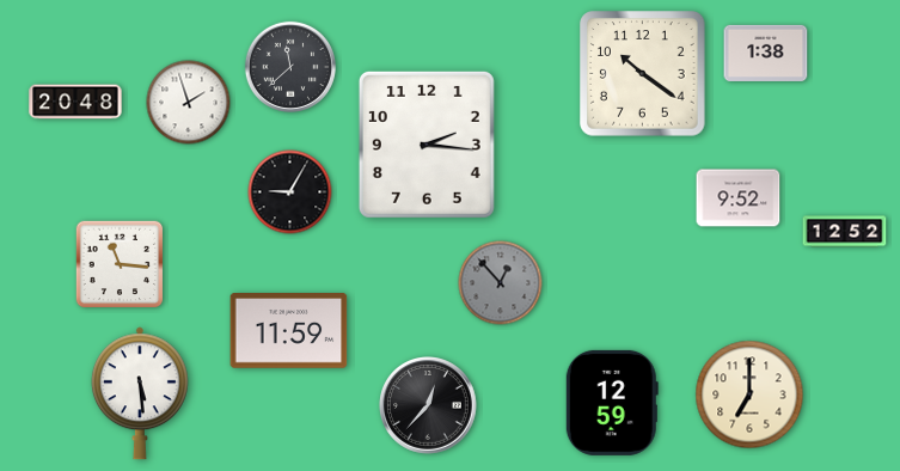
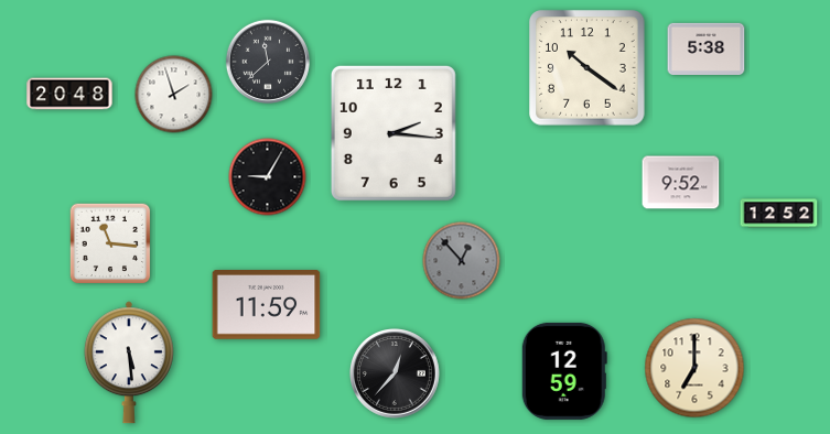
clock at (766, 53): 1:38 -> 5:38
clock at (643, 74) position: (643, 74) -> (588, 68)
clock at (749, 394) position: (749, 394) -> (694, 368)
